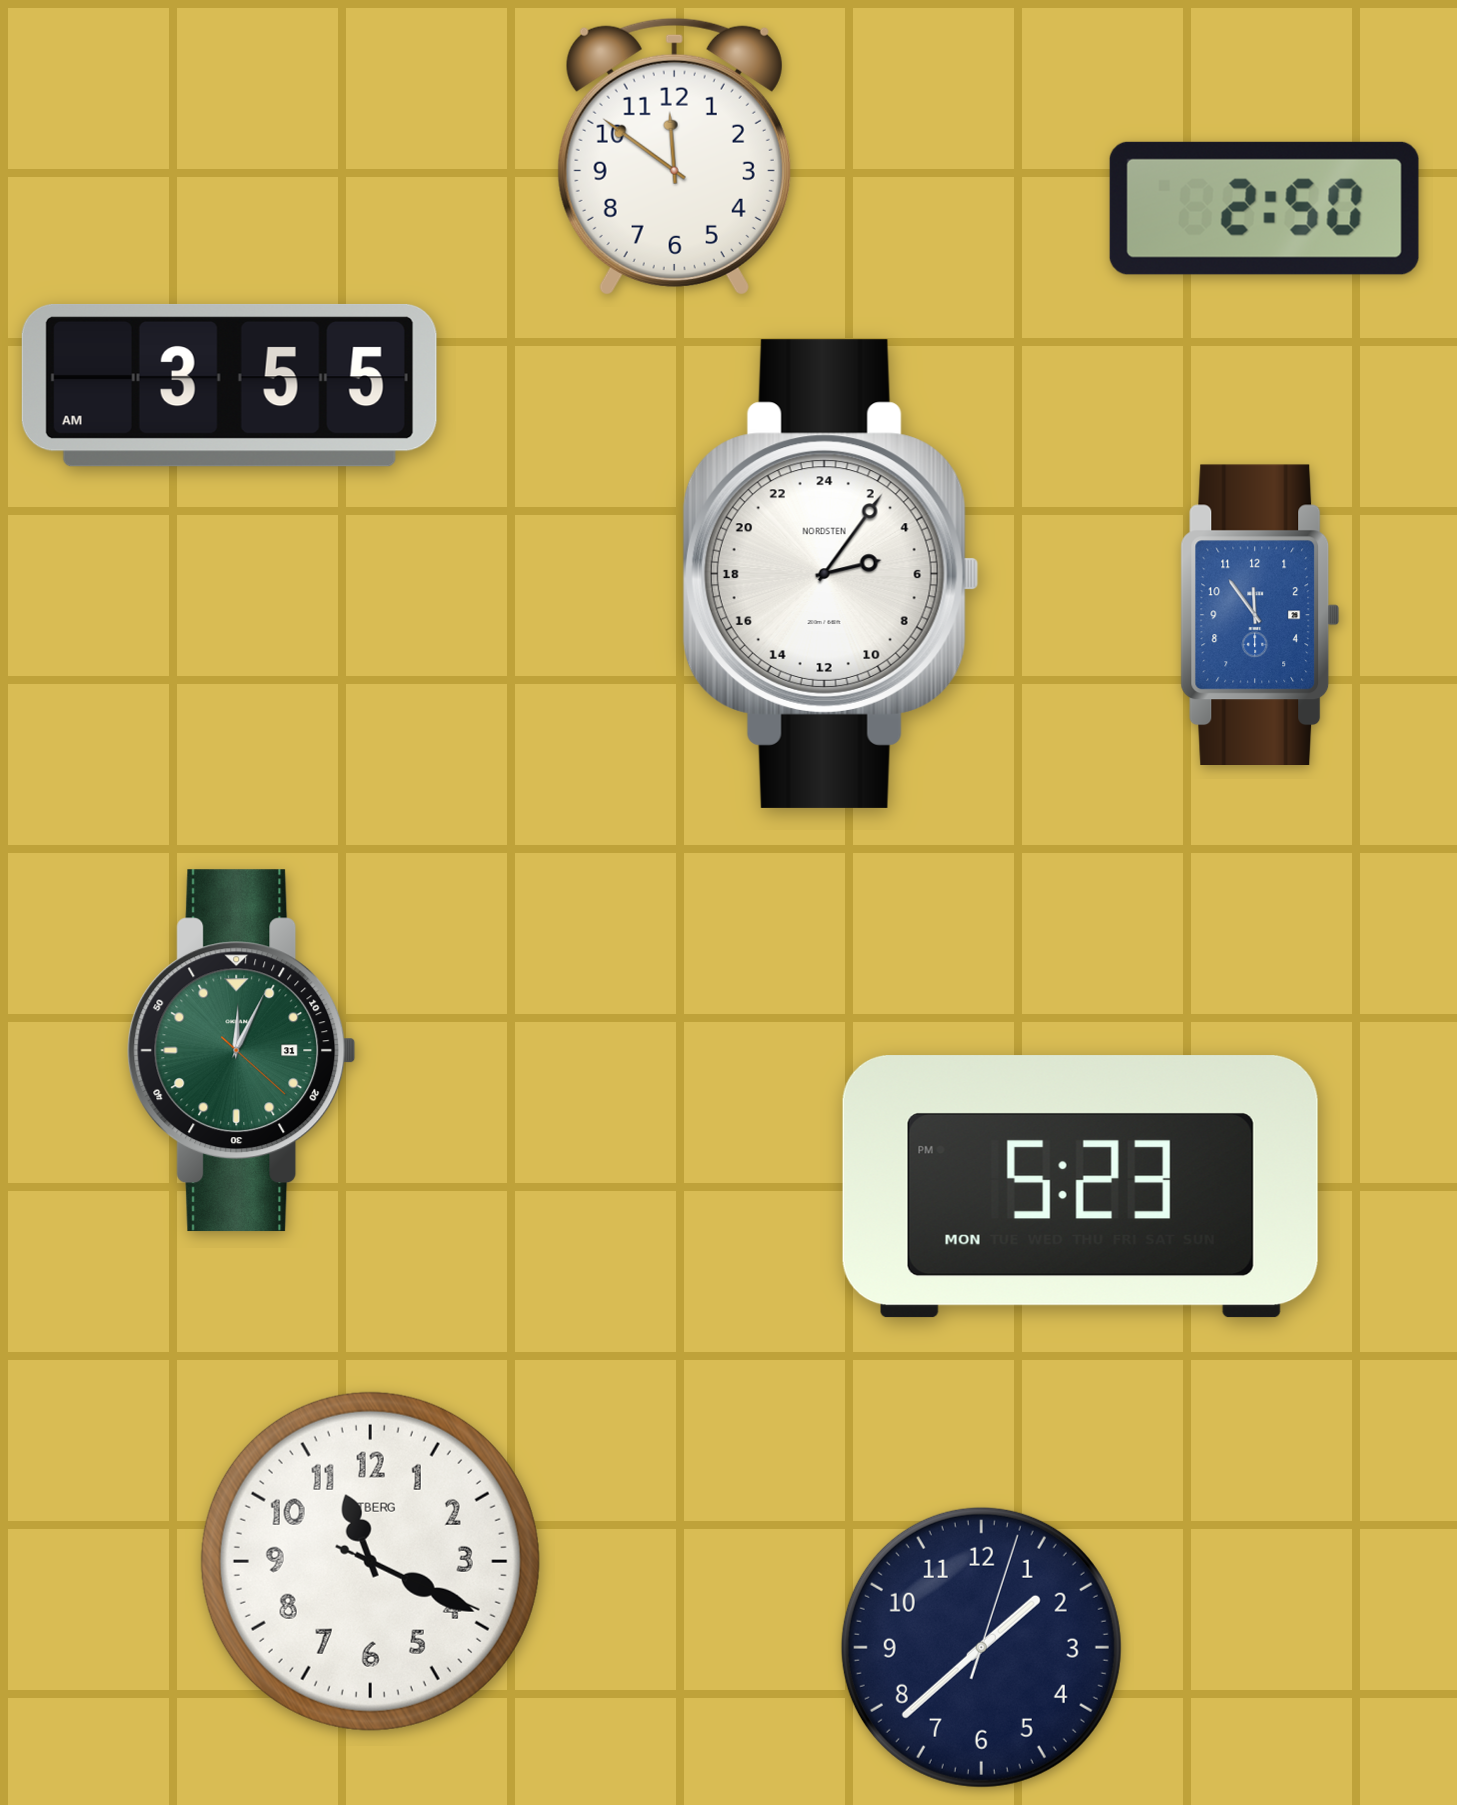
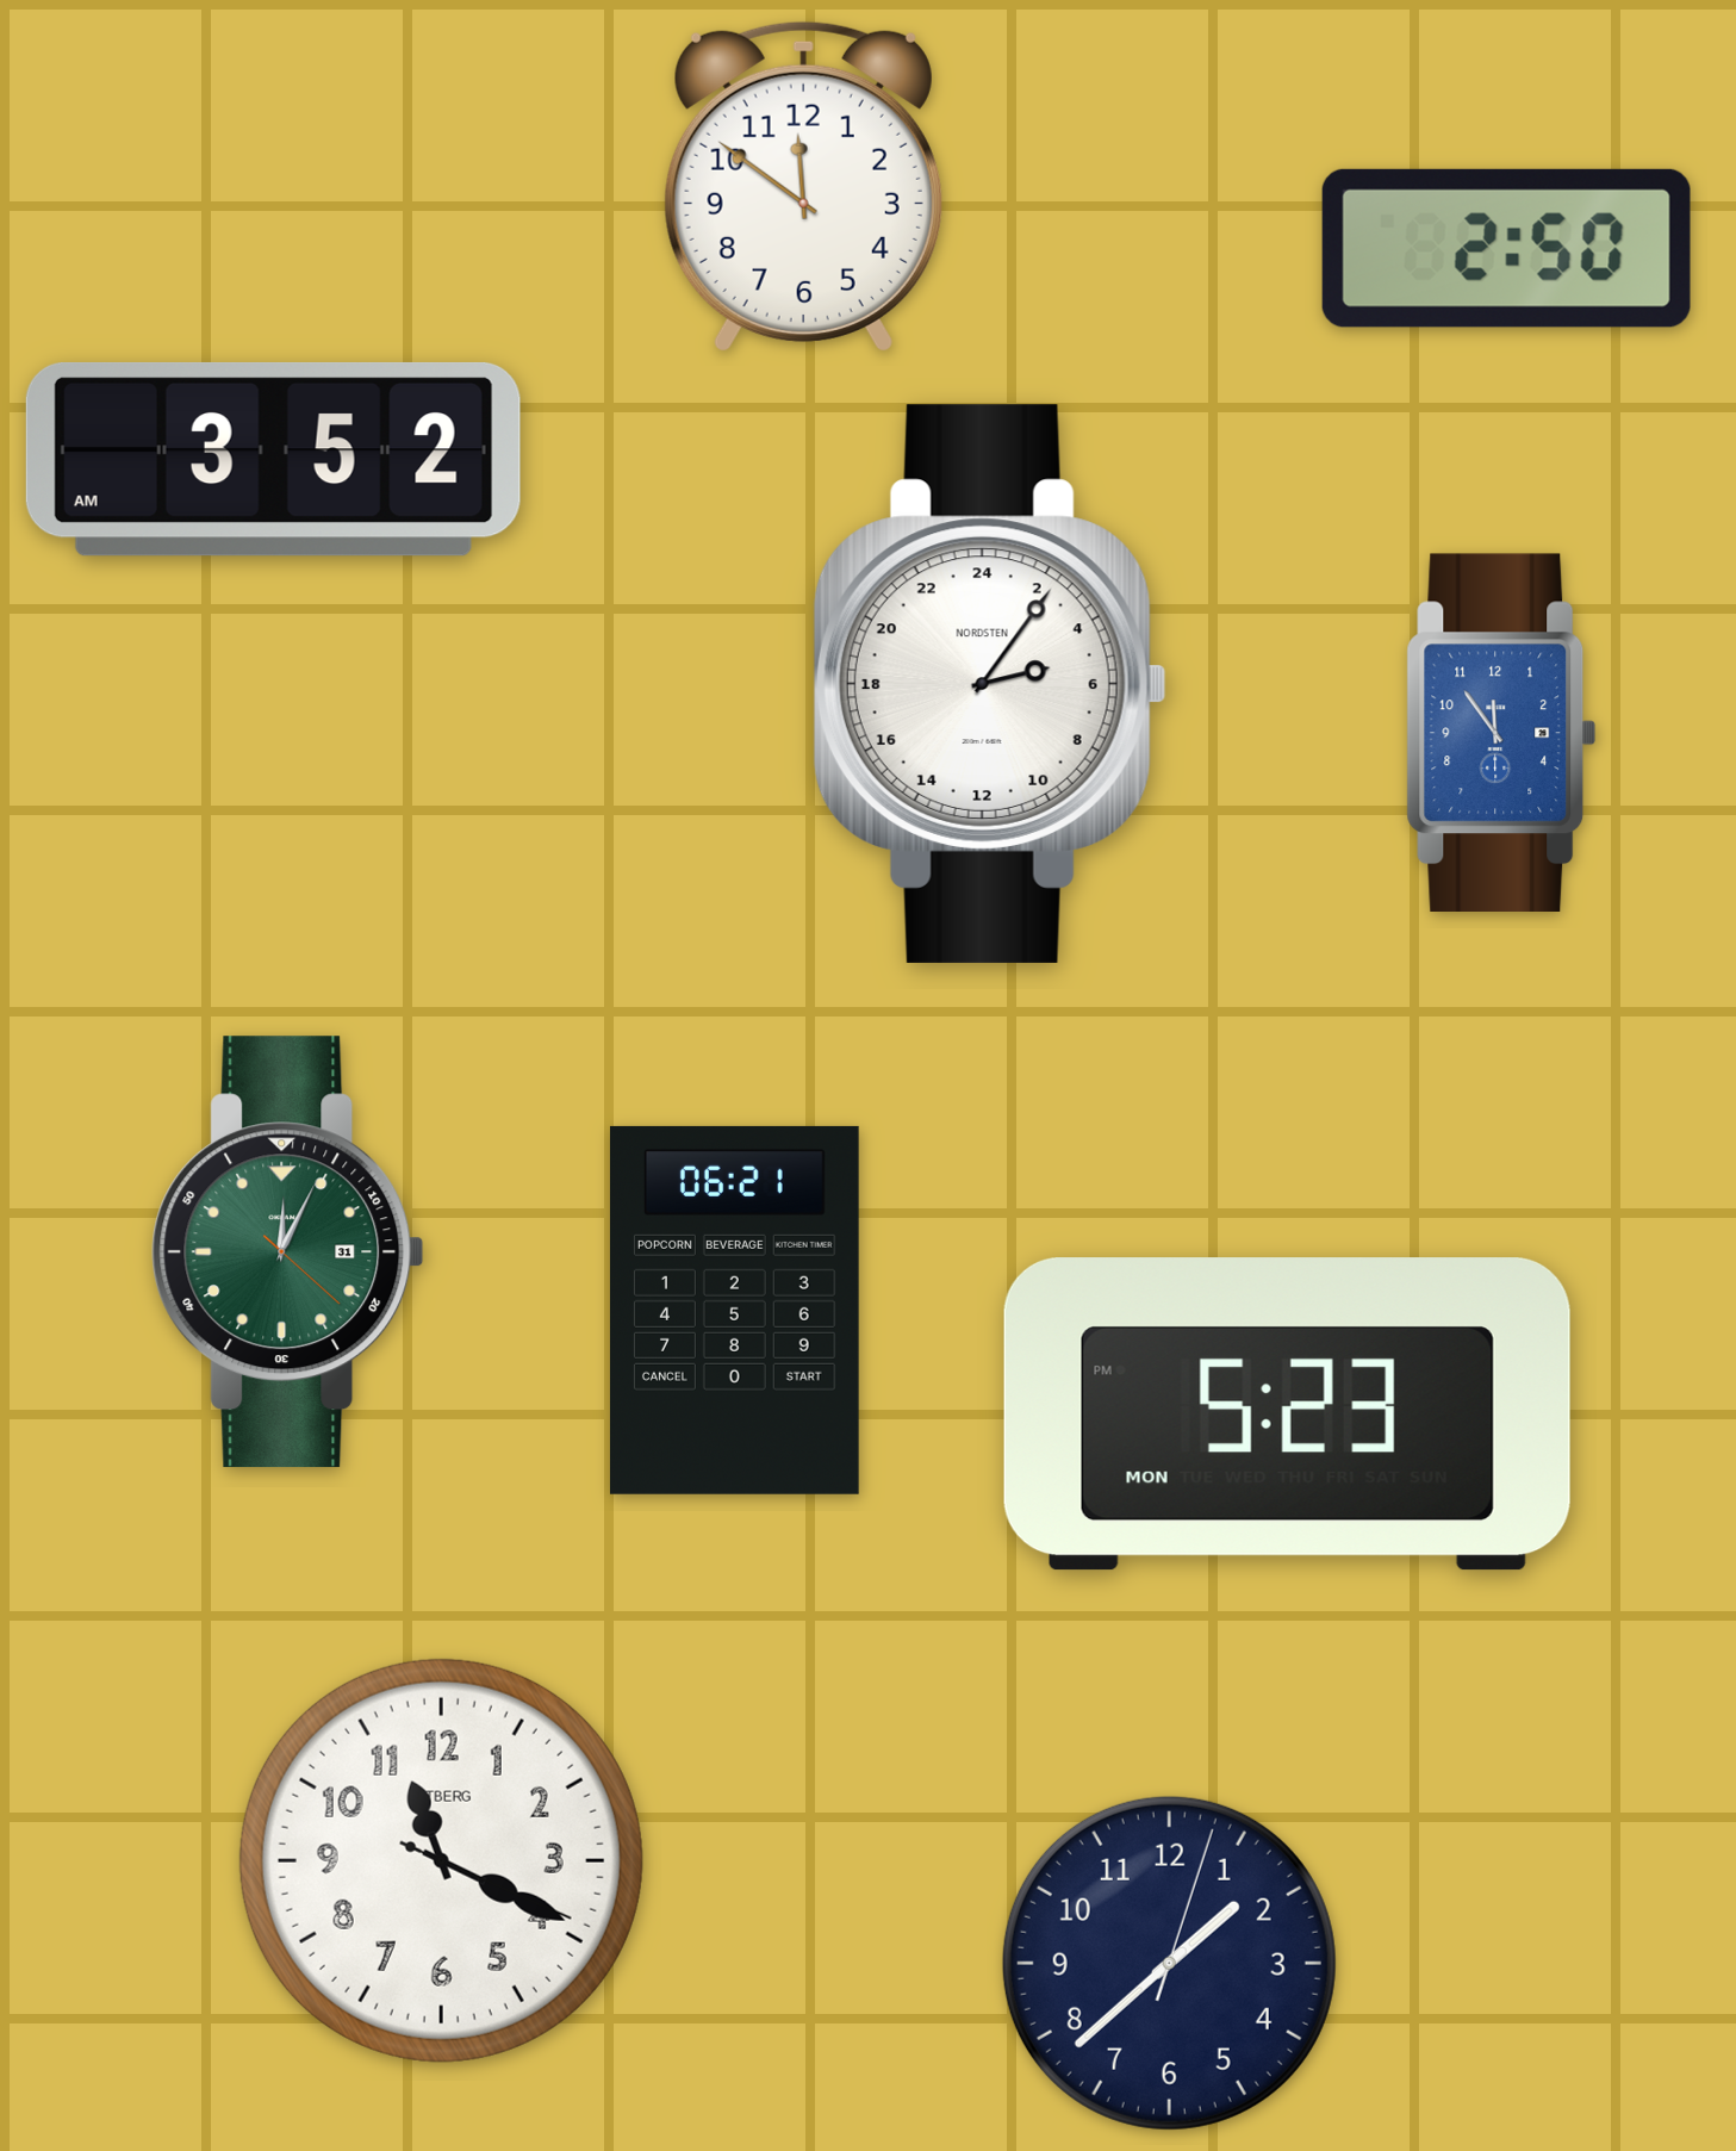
clock at (229, 385): 3:55 -> 3:52
clock at (734, 1310): none -> 06:21
